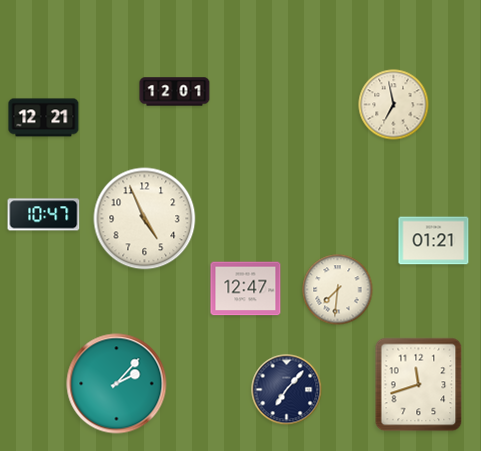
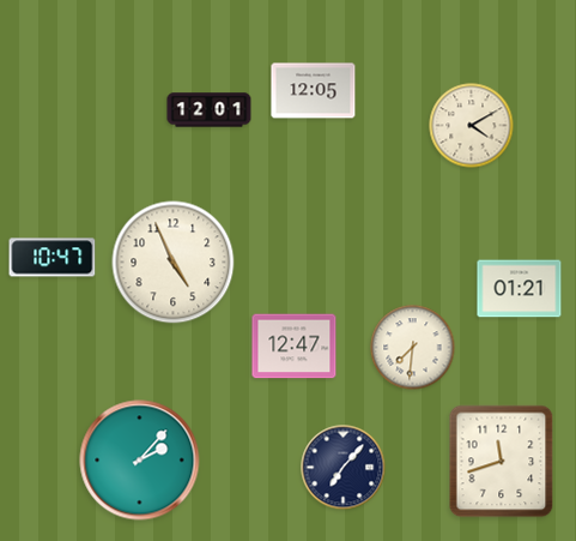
clock at (314, 91): none -> 12:05
clock at (394, 105): 6:58 -> 4:10
clock at (44, 118): 12:21 -> none
clock at (338, 290) position: (338, 290) -> (413, 348)
